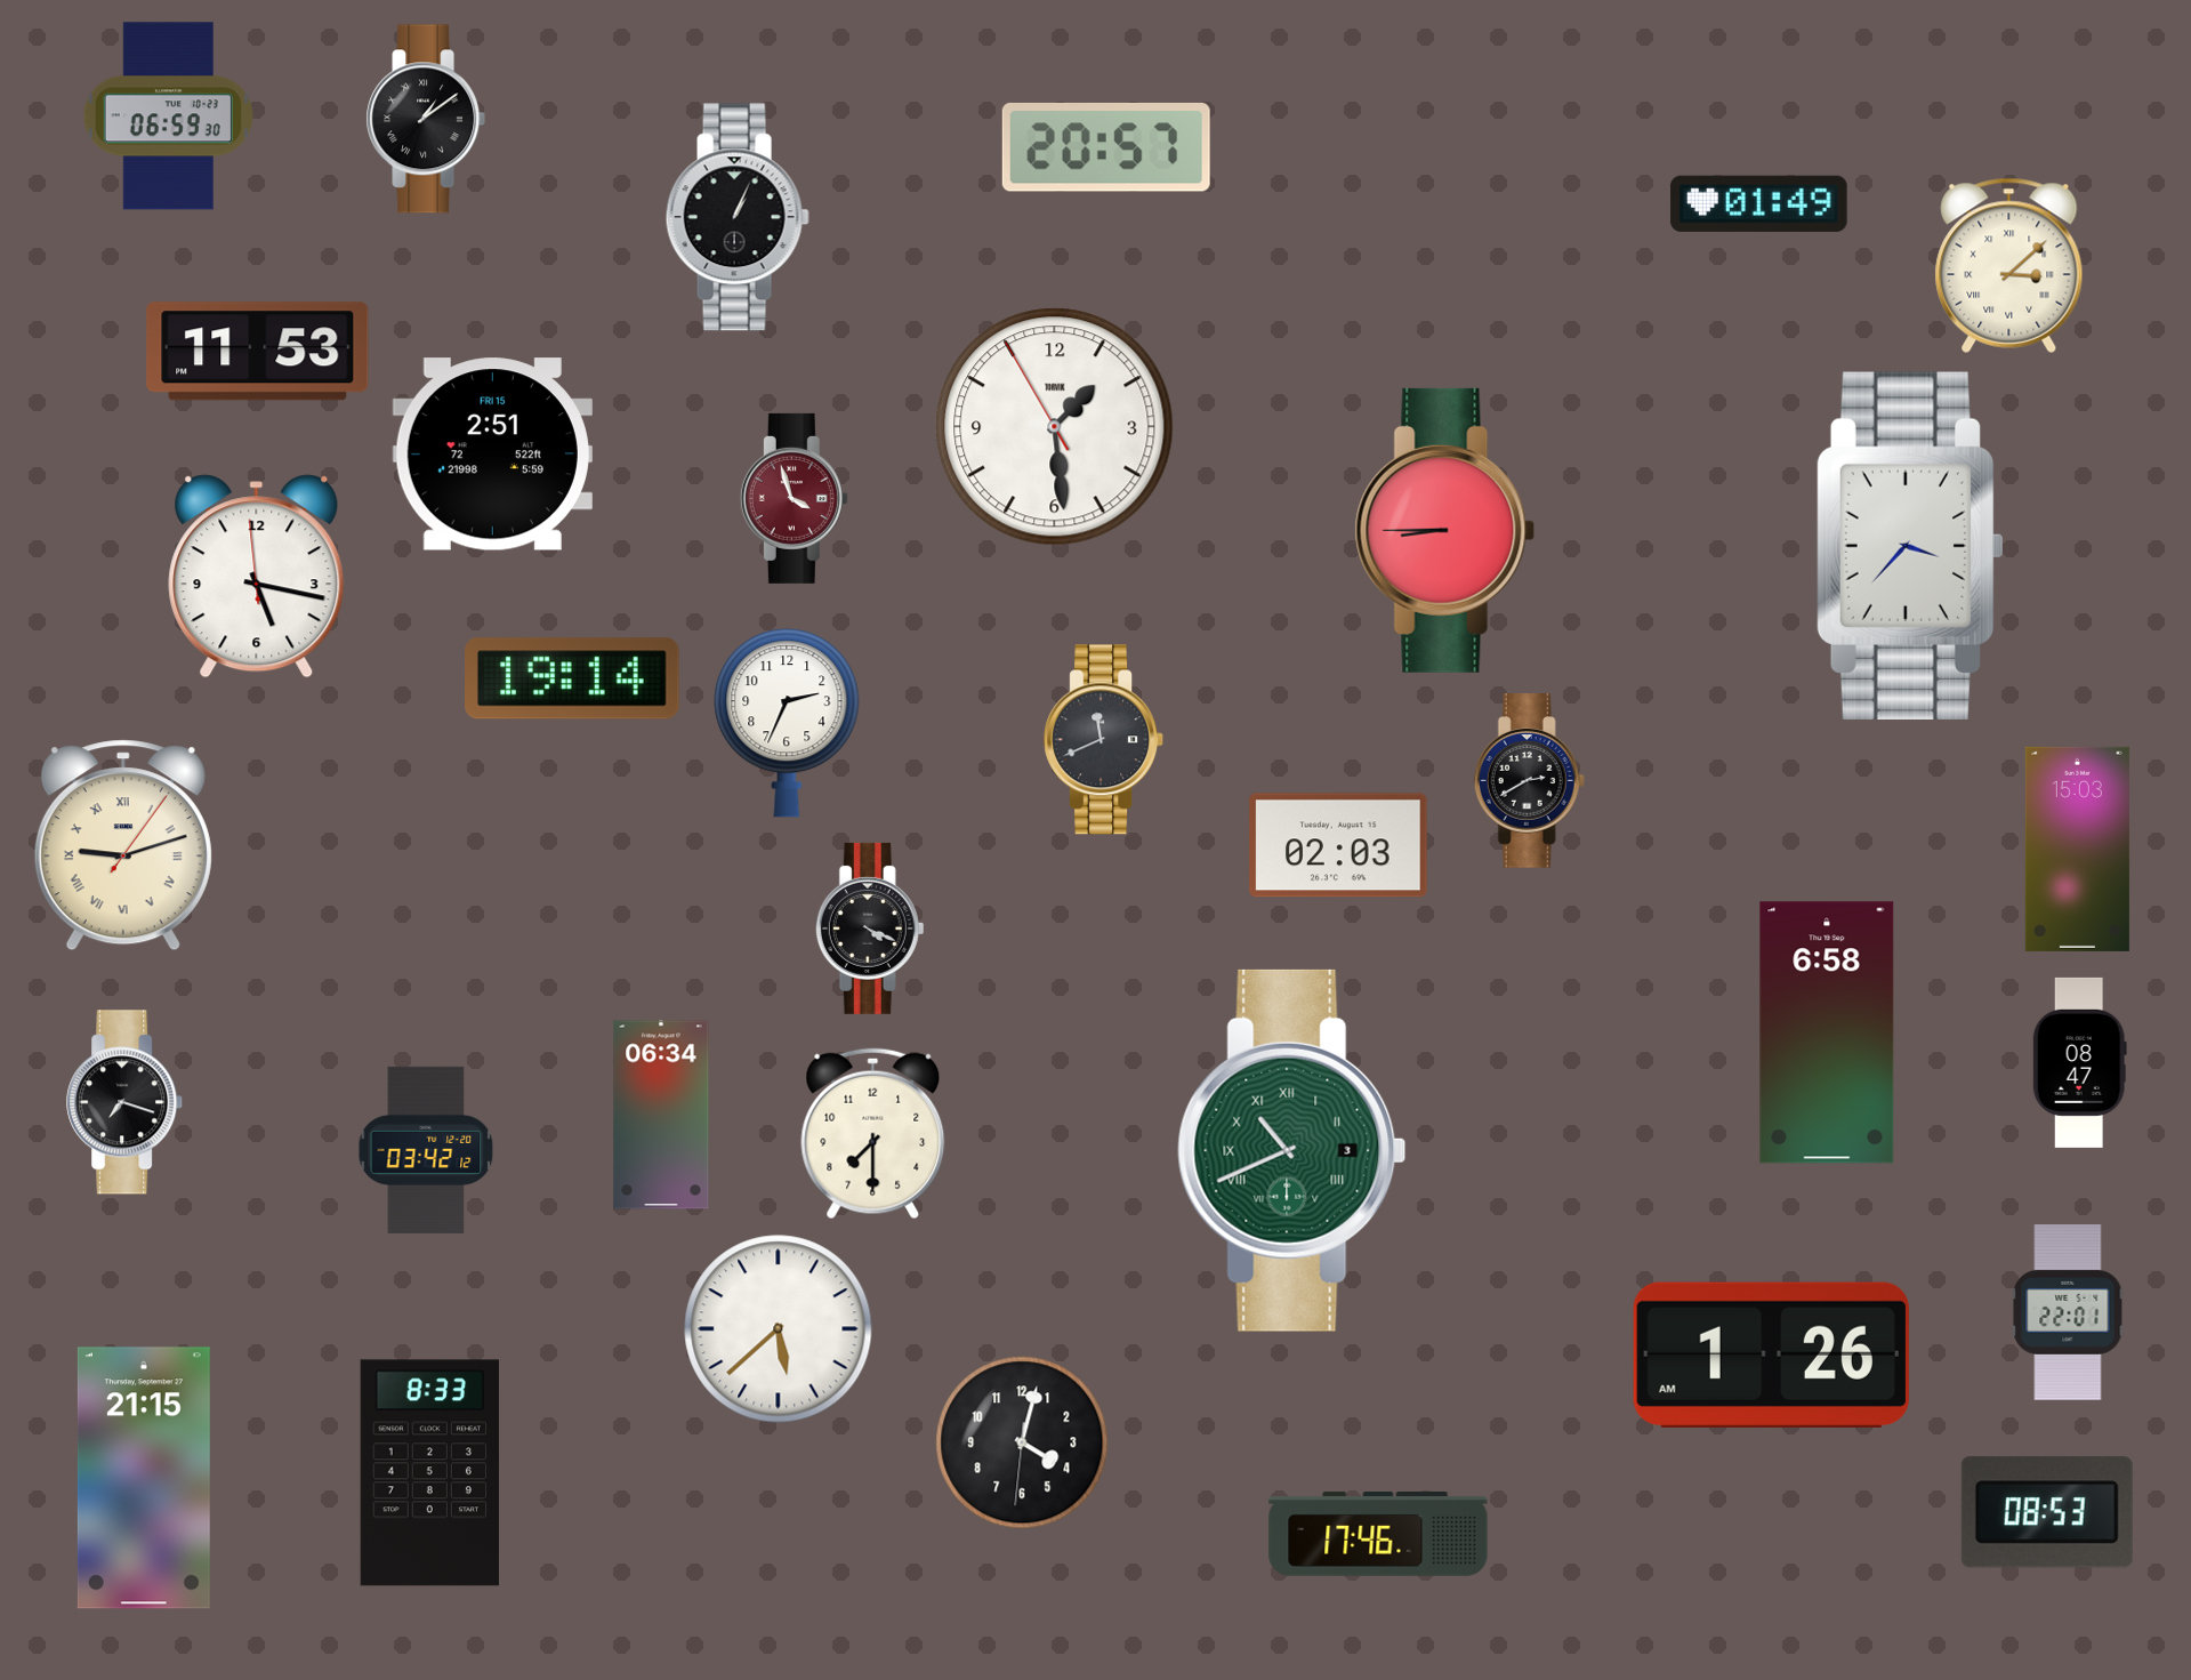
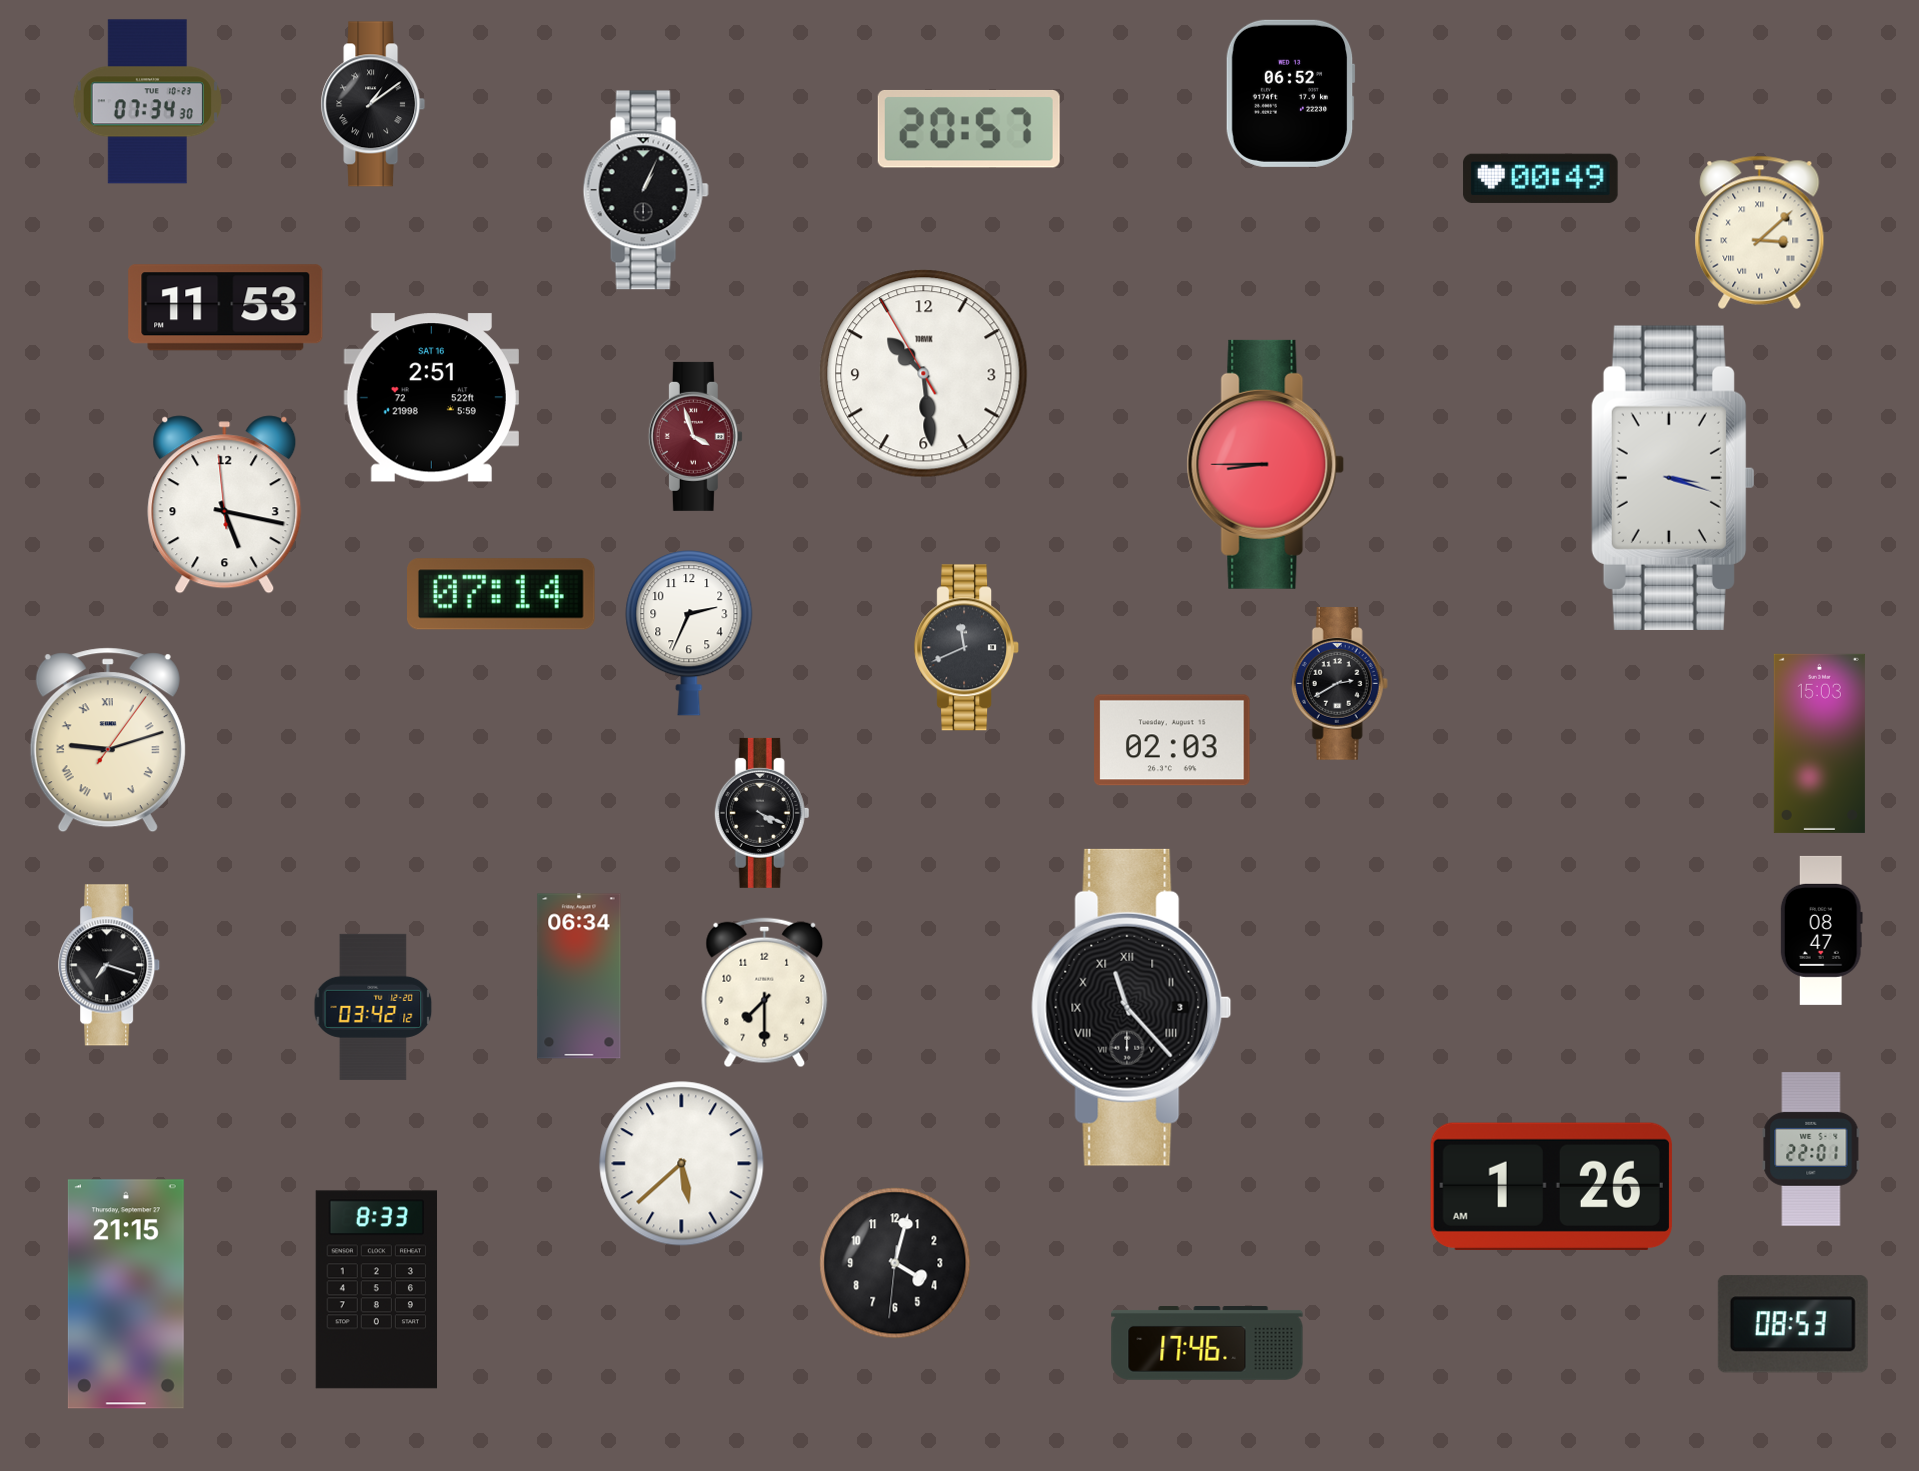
clock at (1290, 93): none -> 06:52
clock at (168, 116): 06:59 -> 07:34
clock at (1759, 203): 01:49 -> 00:49
clock at (1055, 427): 1:28 -> 10:28
clock at (492, 455) date: FRI 15 -> SAT 16
clock at (1909, 546): 3:37 -> 3:18
clock at (573, 678): 19:14 -> 07:14
clock at (1827, 1032): 6:58 -> none
clock at (1292, 1150): 10:41 -> 11:23
clock at (1292, 1150) dial: green -> black
